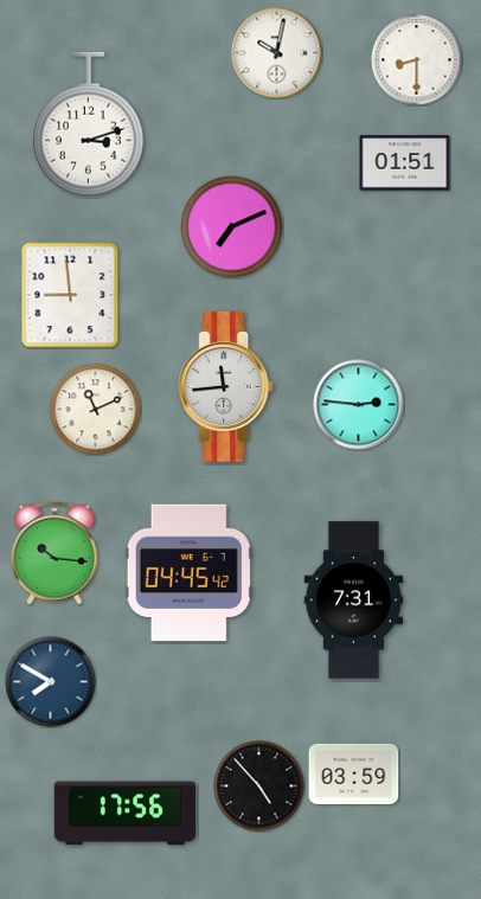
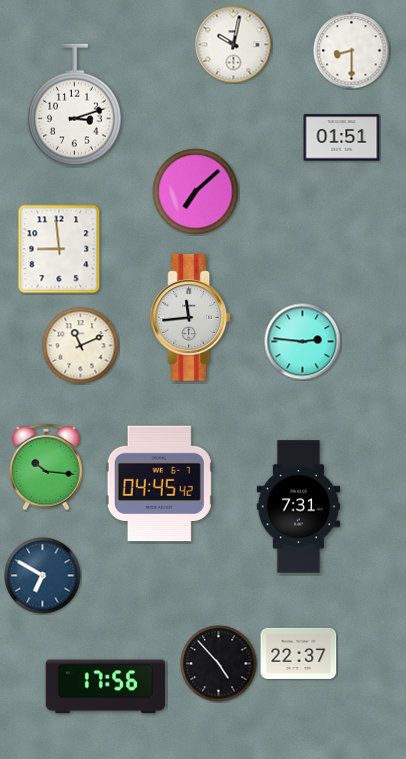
clock at (232, 227): 7:11 -> 7:08
clock at (226, 386) position: (226, 386) -> (191, 317)
clock at (51, 682): 7:50 -> 6:50
clock at (354, 773): 03:59 -> 22:37
